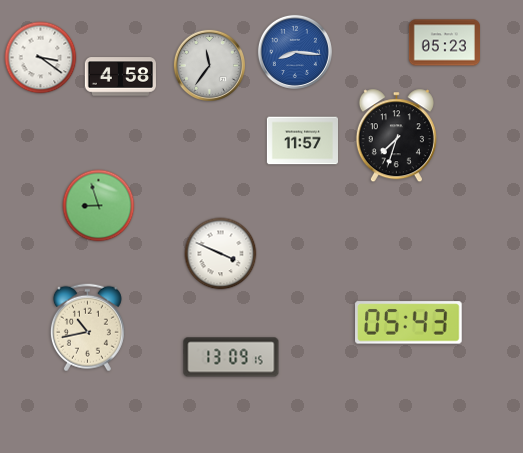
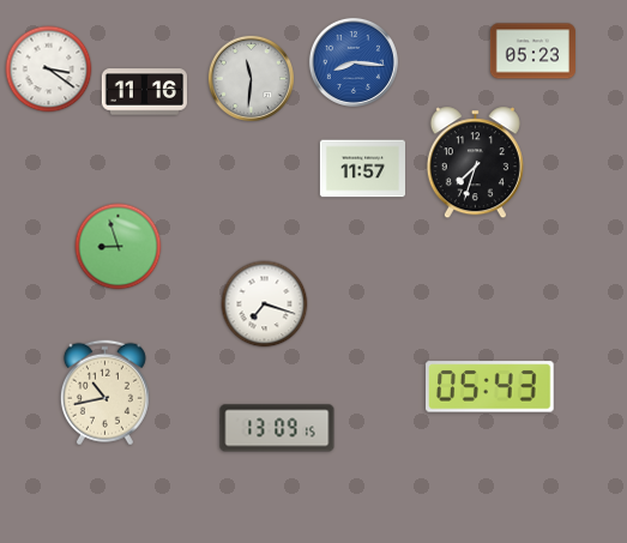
clock at (209, 65): 11:36 -> 11:31
clock at (120, 77): 4:58 -> 11:16
clock at (221, 254): 3:49 -> 7:18
